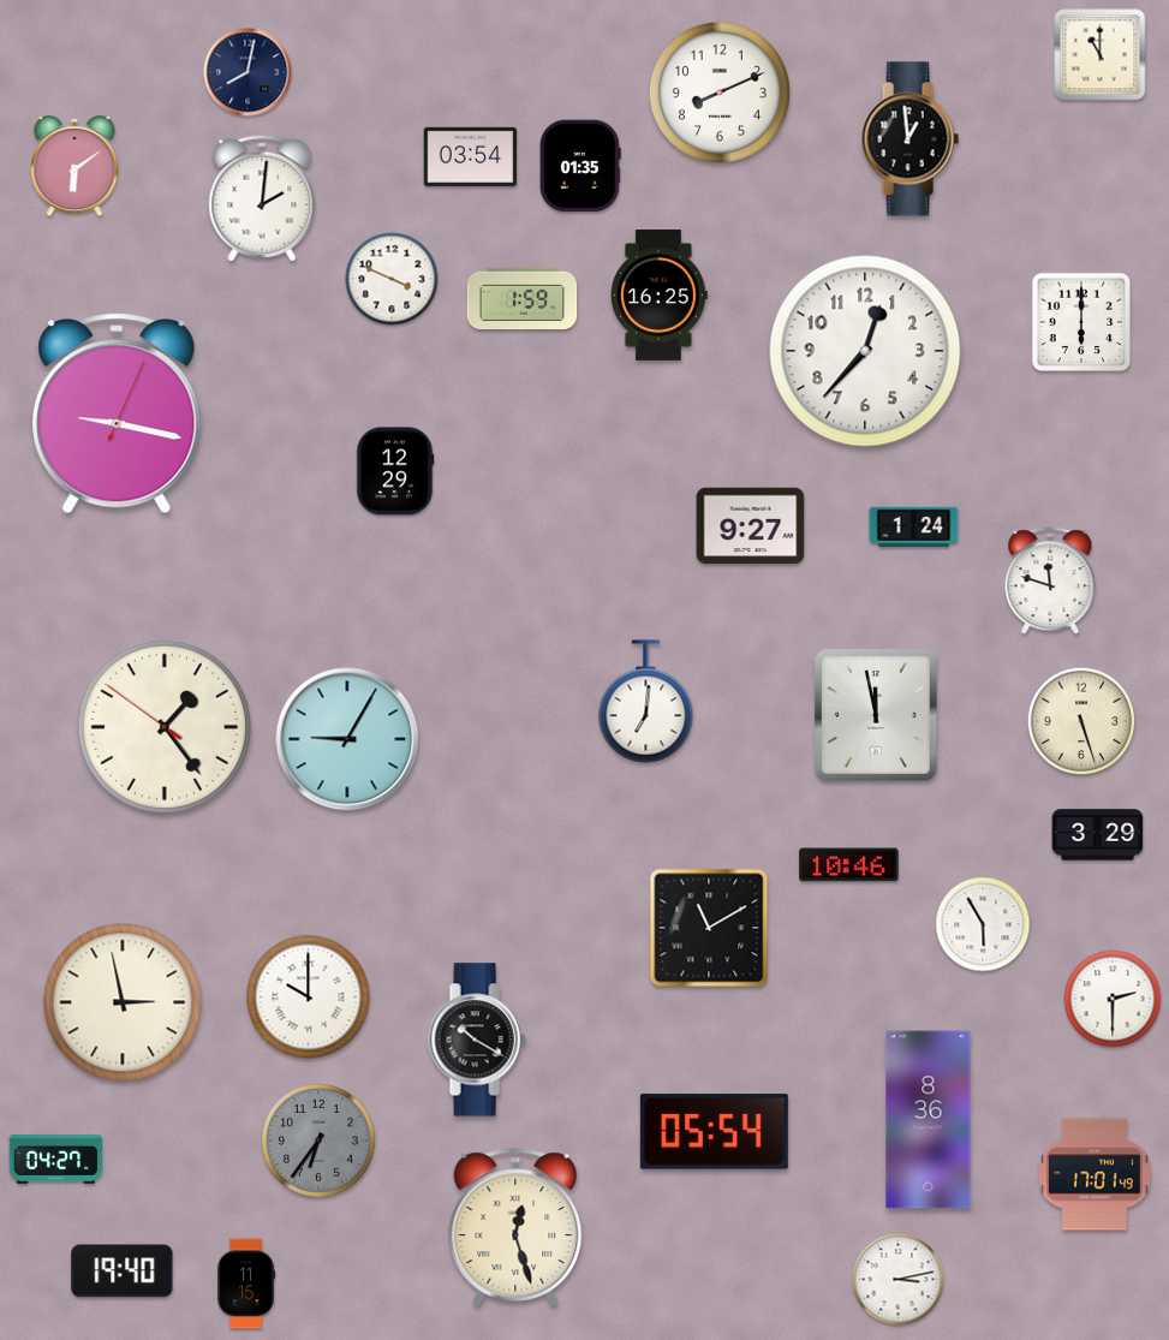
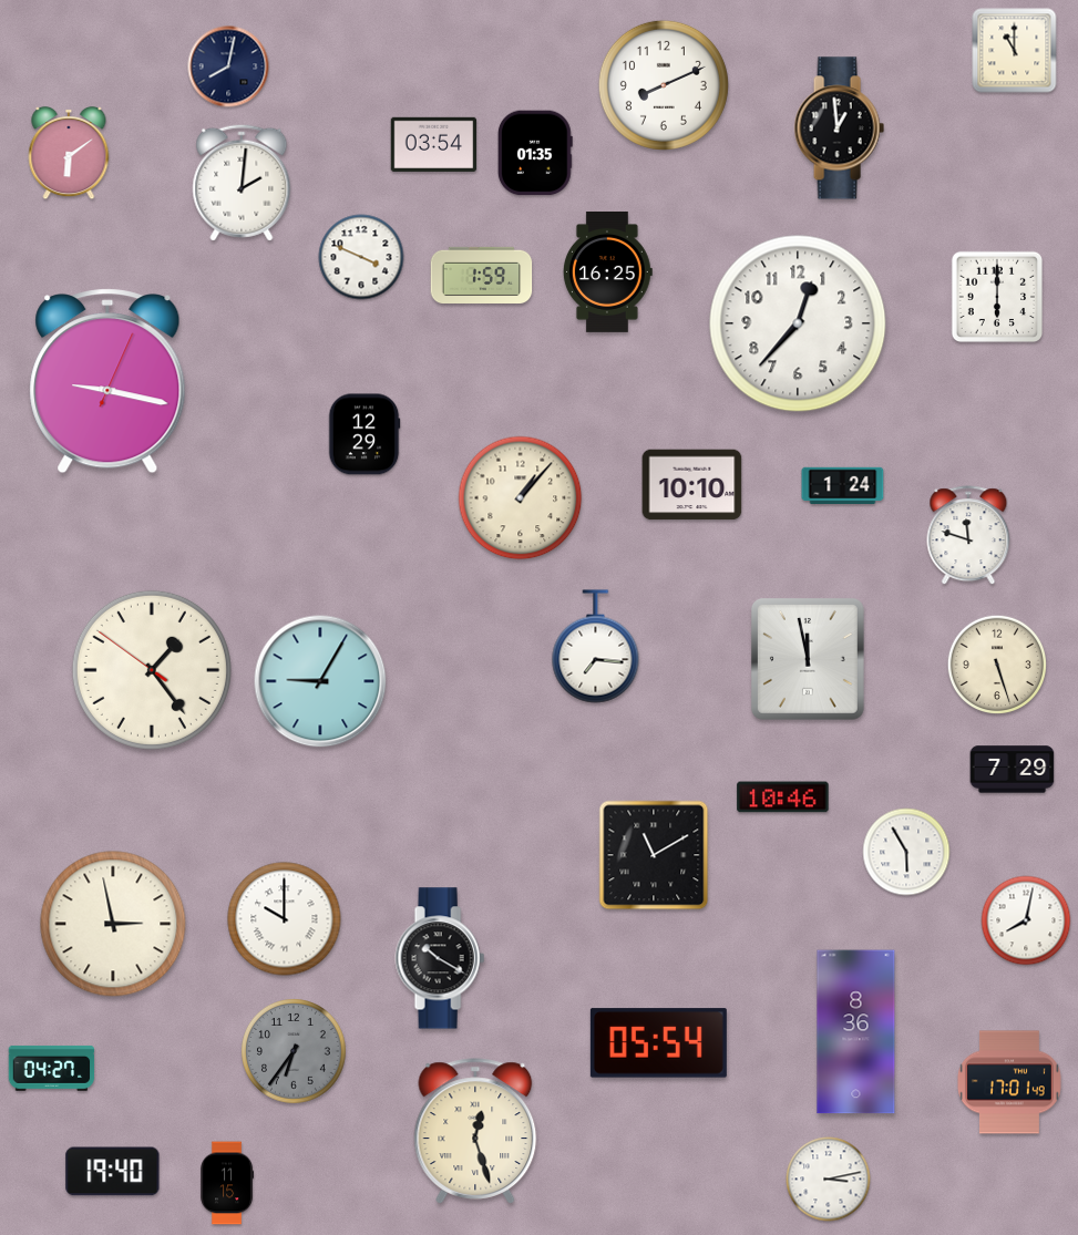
clock at (751, 526): 9:27 -> 10:10
clock at (521, 498): none -> 1:07
clock at (646, 702): 7:01 -> 7:16
clock at (1098, 835): 3:29 -> 7:29
clock at (1113, 999): 2:30 -> 8:02
